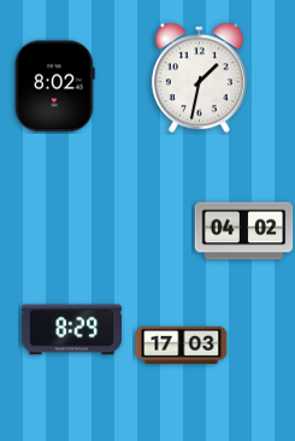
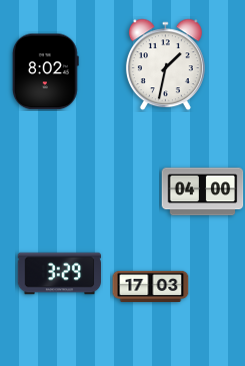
clock at (244, 231): 04:02 -> 04:00
clock at (71, 330): 8:29 -> 3:29
